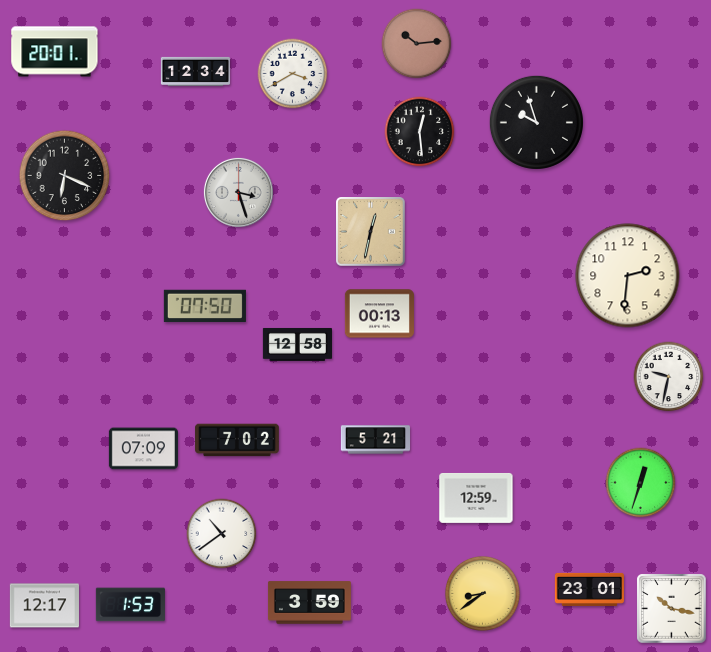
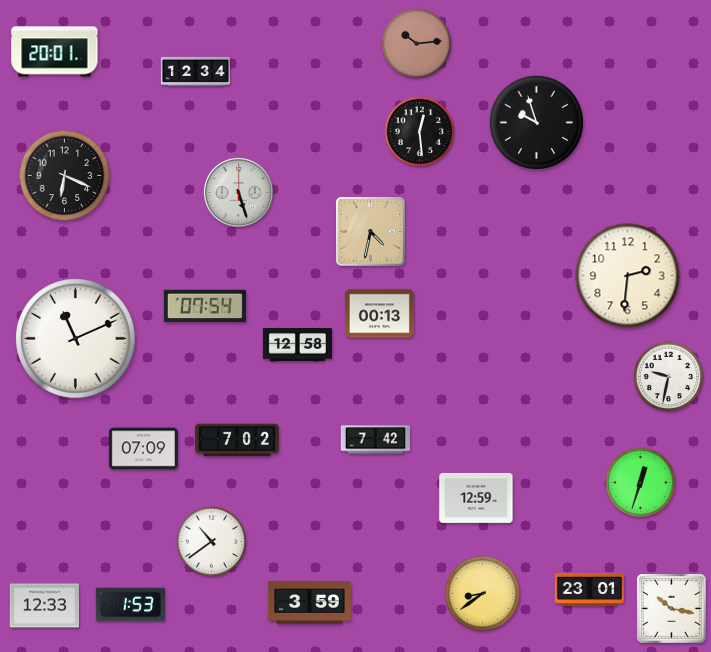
clock at (293, 74): 3:40 -> none
clock at (238, 192): 3:27 -> 5:27
clock at (371, 232): 12:32 -> 4:32
clock at (205, 306): 07:50 -> 07:54
clock at (76, 339): none -> 11:11
clock at (375, 440): 5:21 -> 7:42
clock at (222, 534) position: (222, 534) -> (212, 542)
clock at (44, 606): 12:17 -> 12:33
